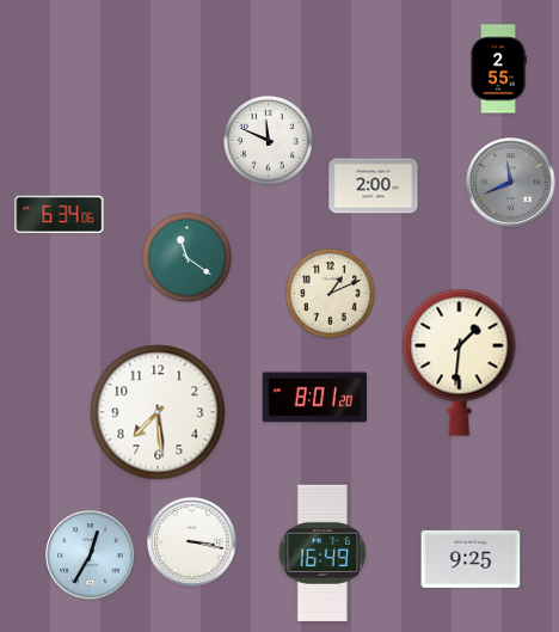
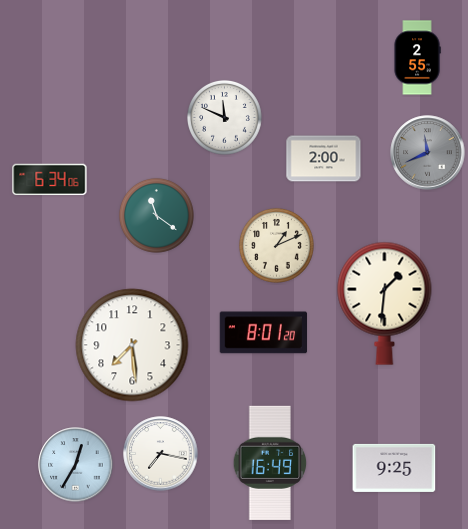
clock at (374, 186) position: (374, 186) -> (324, 159)
clock at (192, 542): 3:17 -> 7:17
